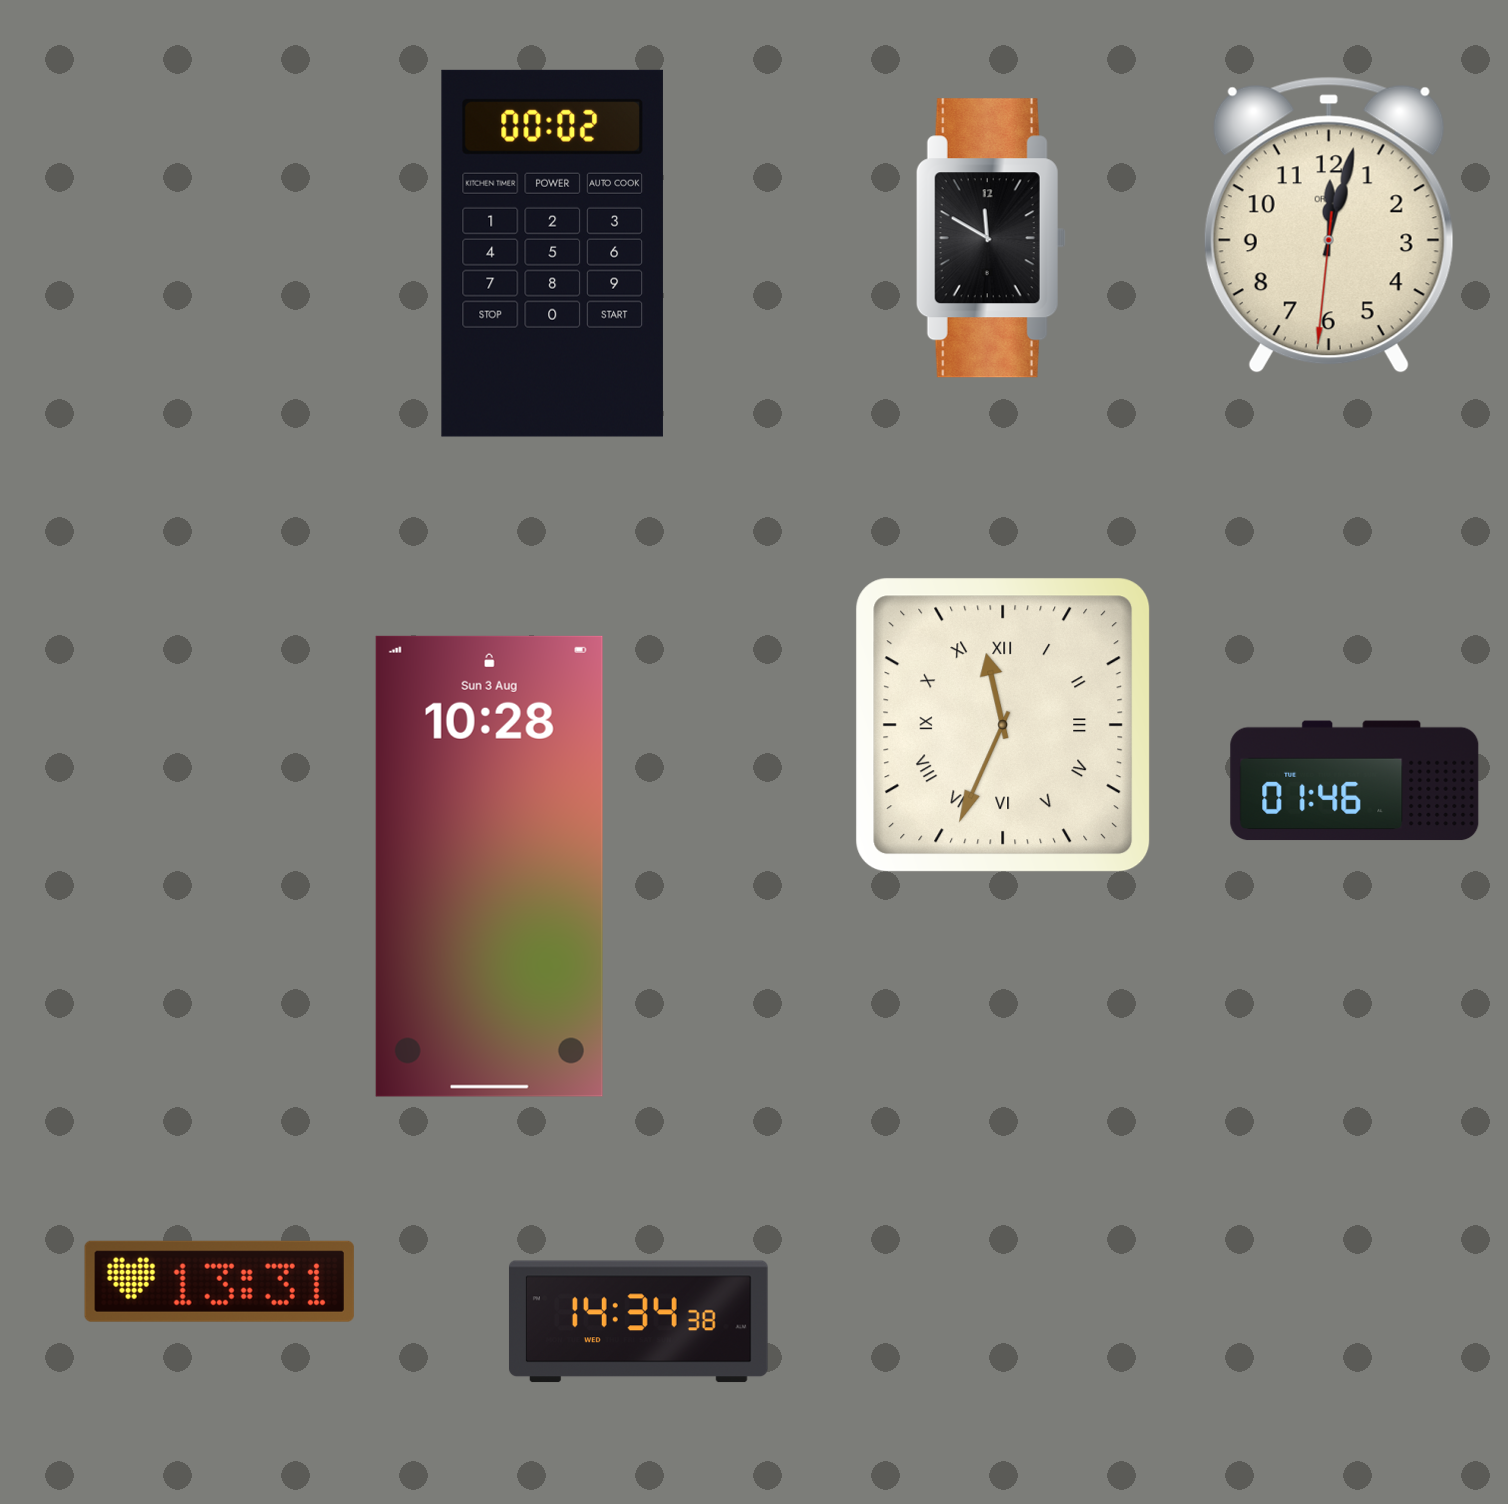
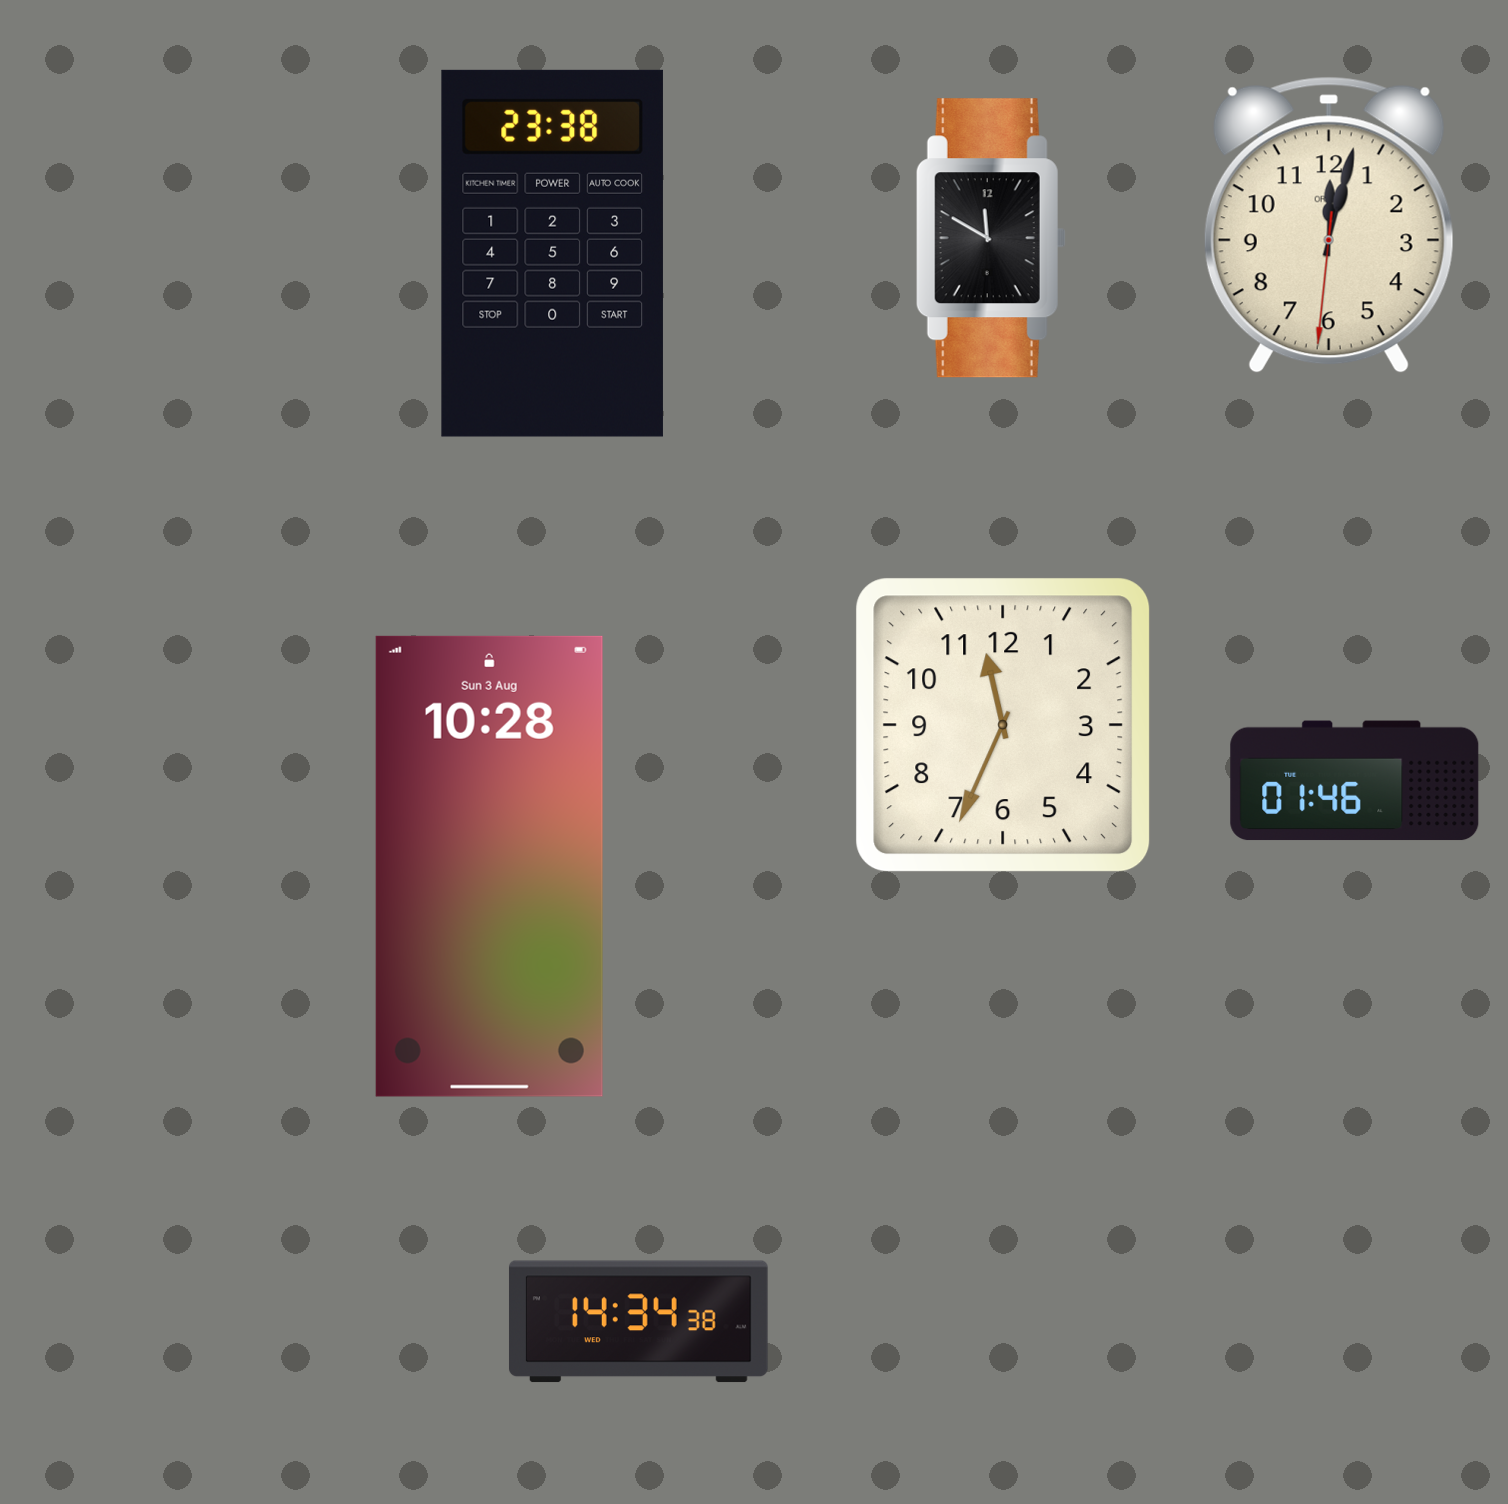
clock at (552, 253): 00:02 -> 23:38
clock at (1003, 725) numerals: Roman -> Arabic
clock at (219, 1281): 13:31 -> none
